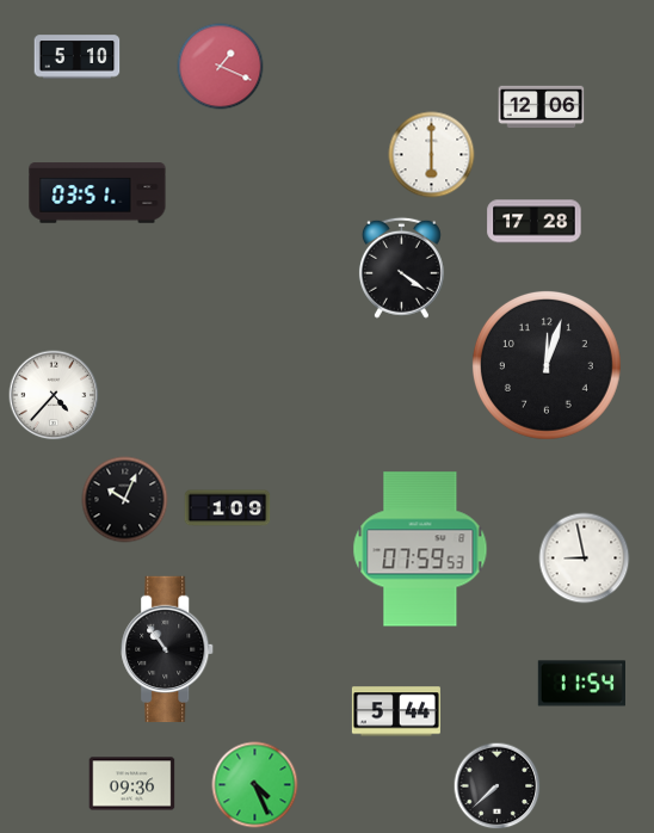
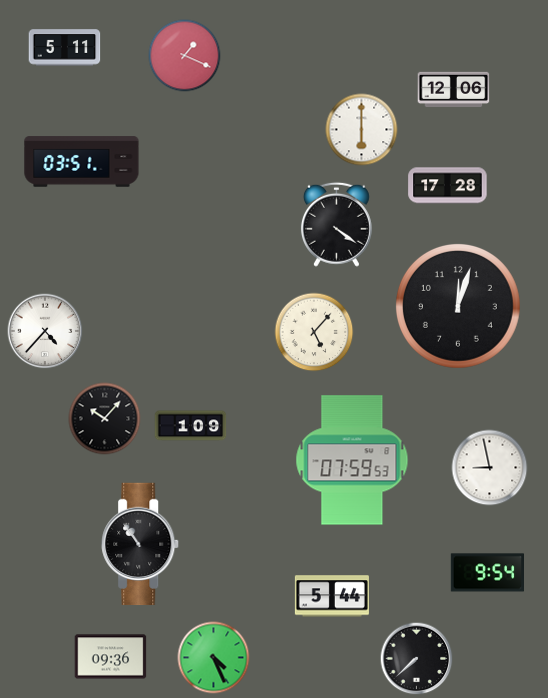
clock at (78, 57): 5:10 -> 5:11
clock at (314, 332): none -> 5:07
clock at (125, 500): 10:04 -> 10:07
clock at (581, 684): 11:54 -> 9:54
